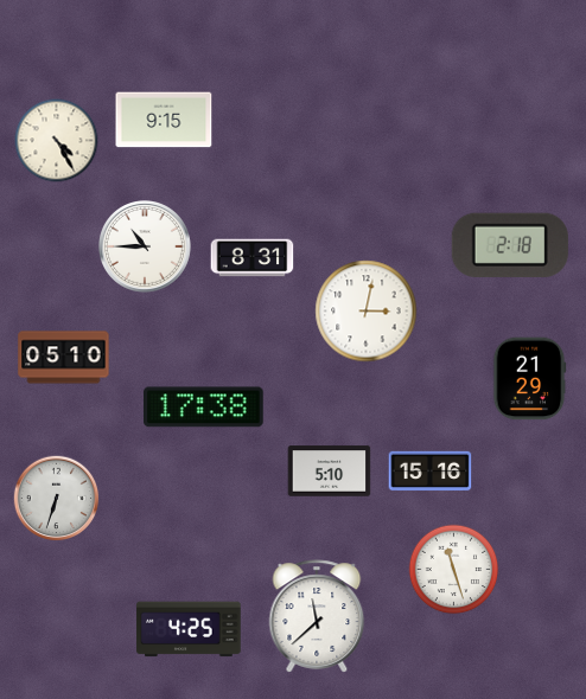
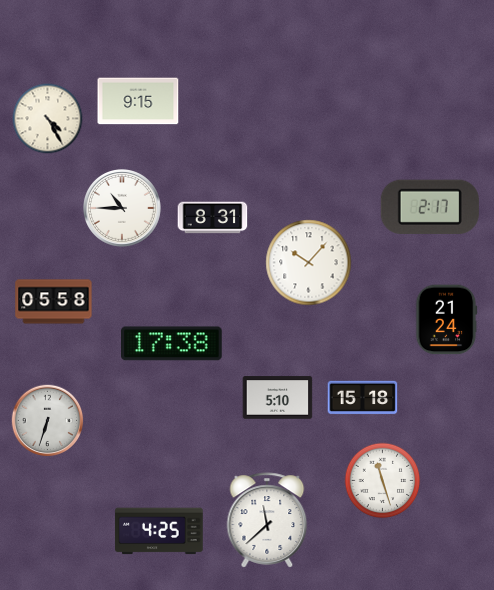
clock at (510, 245): 2:18 -> 2:17
clock at (367, 312): 3:02 -> 10:07
clock at (64, 358): 05:10 -> 05:58
clock at (529, 379): 21:29 -> 21:24
clock at (431, 472): 15:16 -> 15:18
